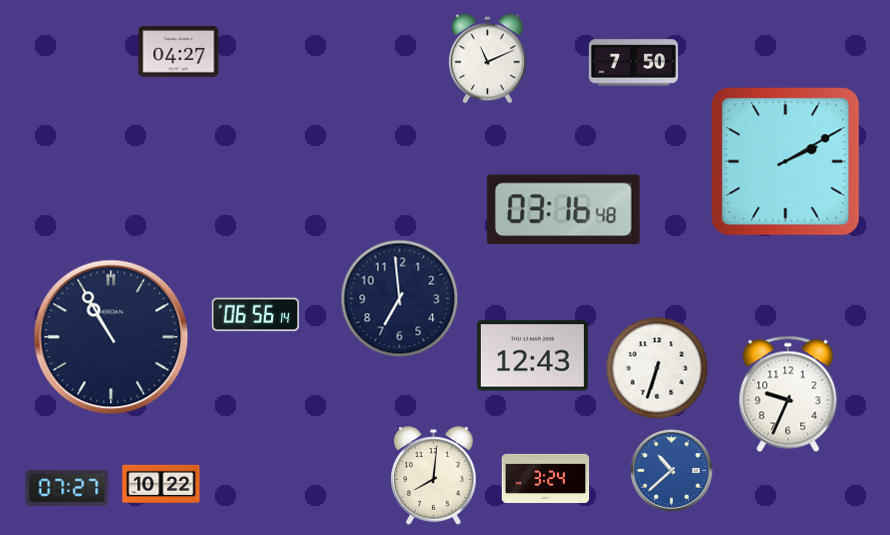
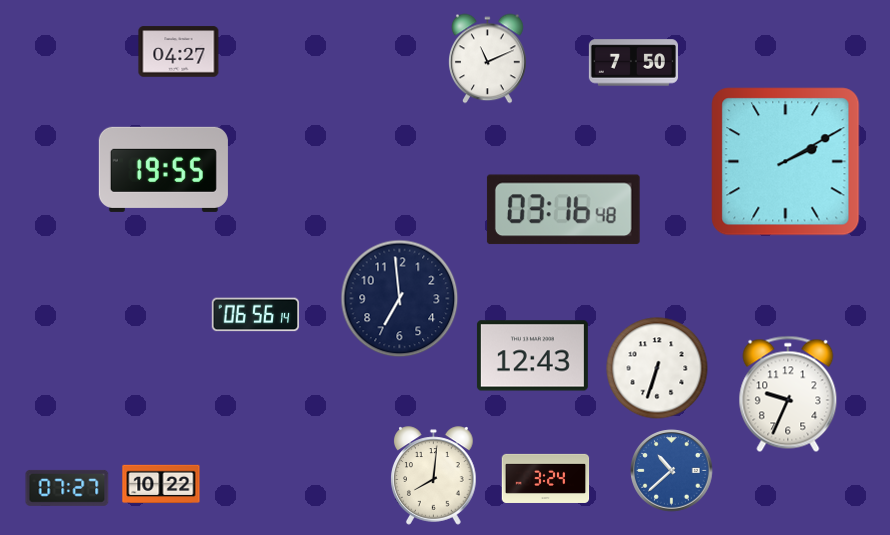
clock at (163, 169): none -> 19:55
clock at (111, 337): 10:55 -> none
